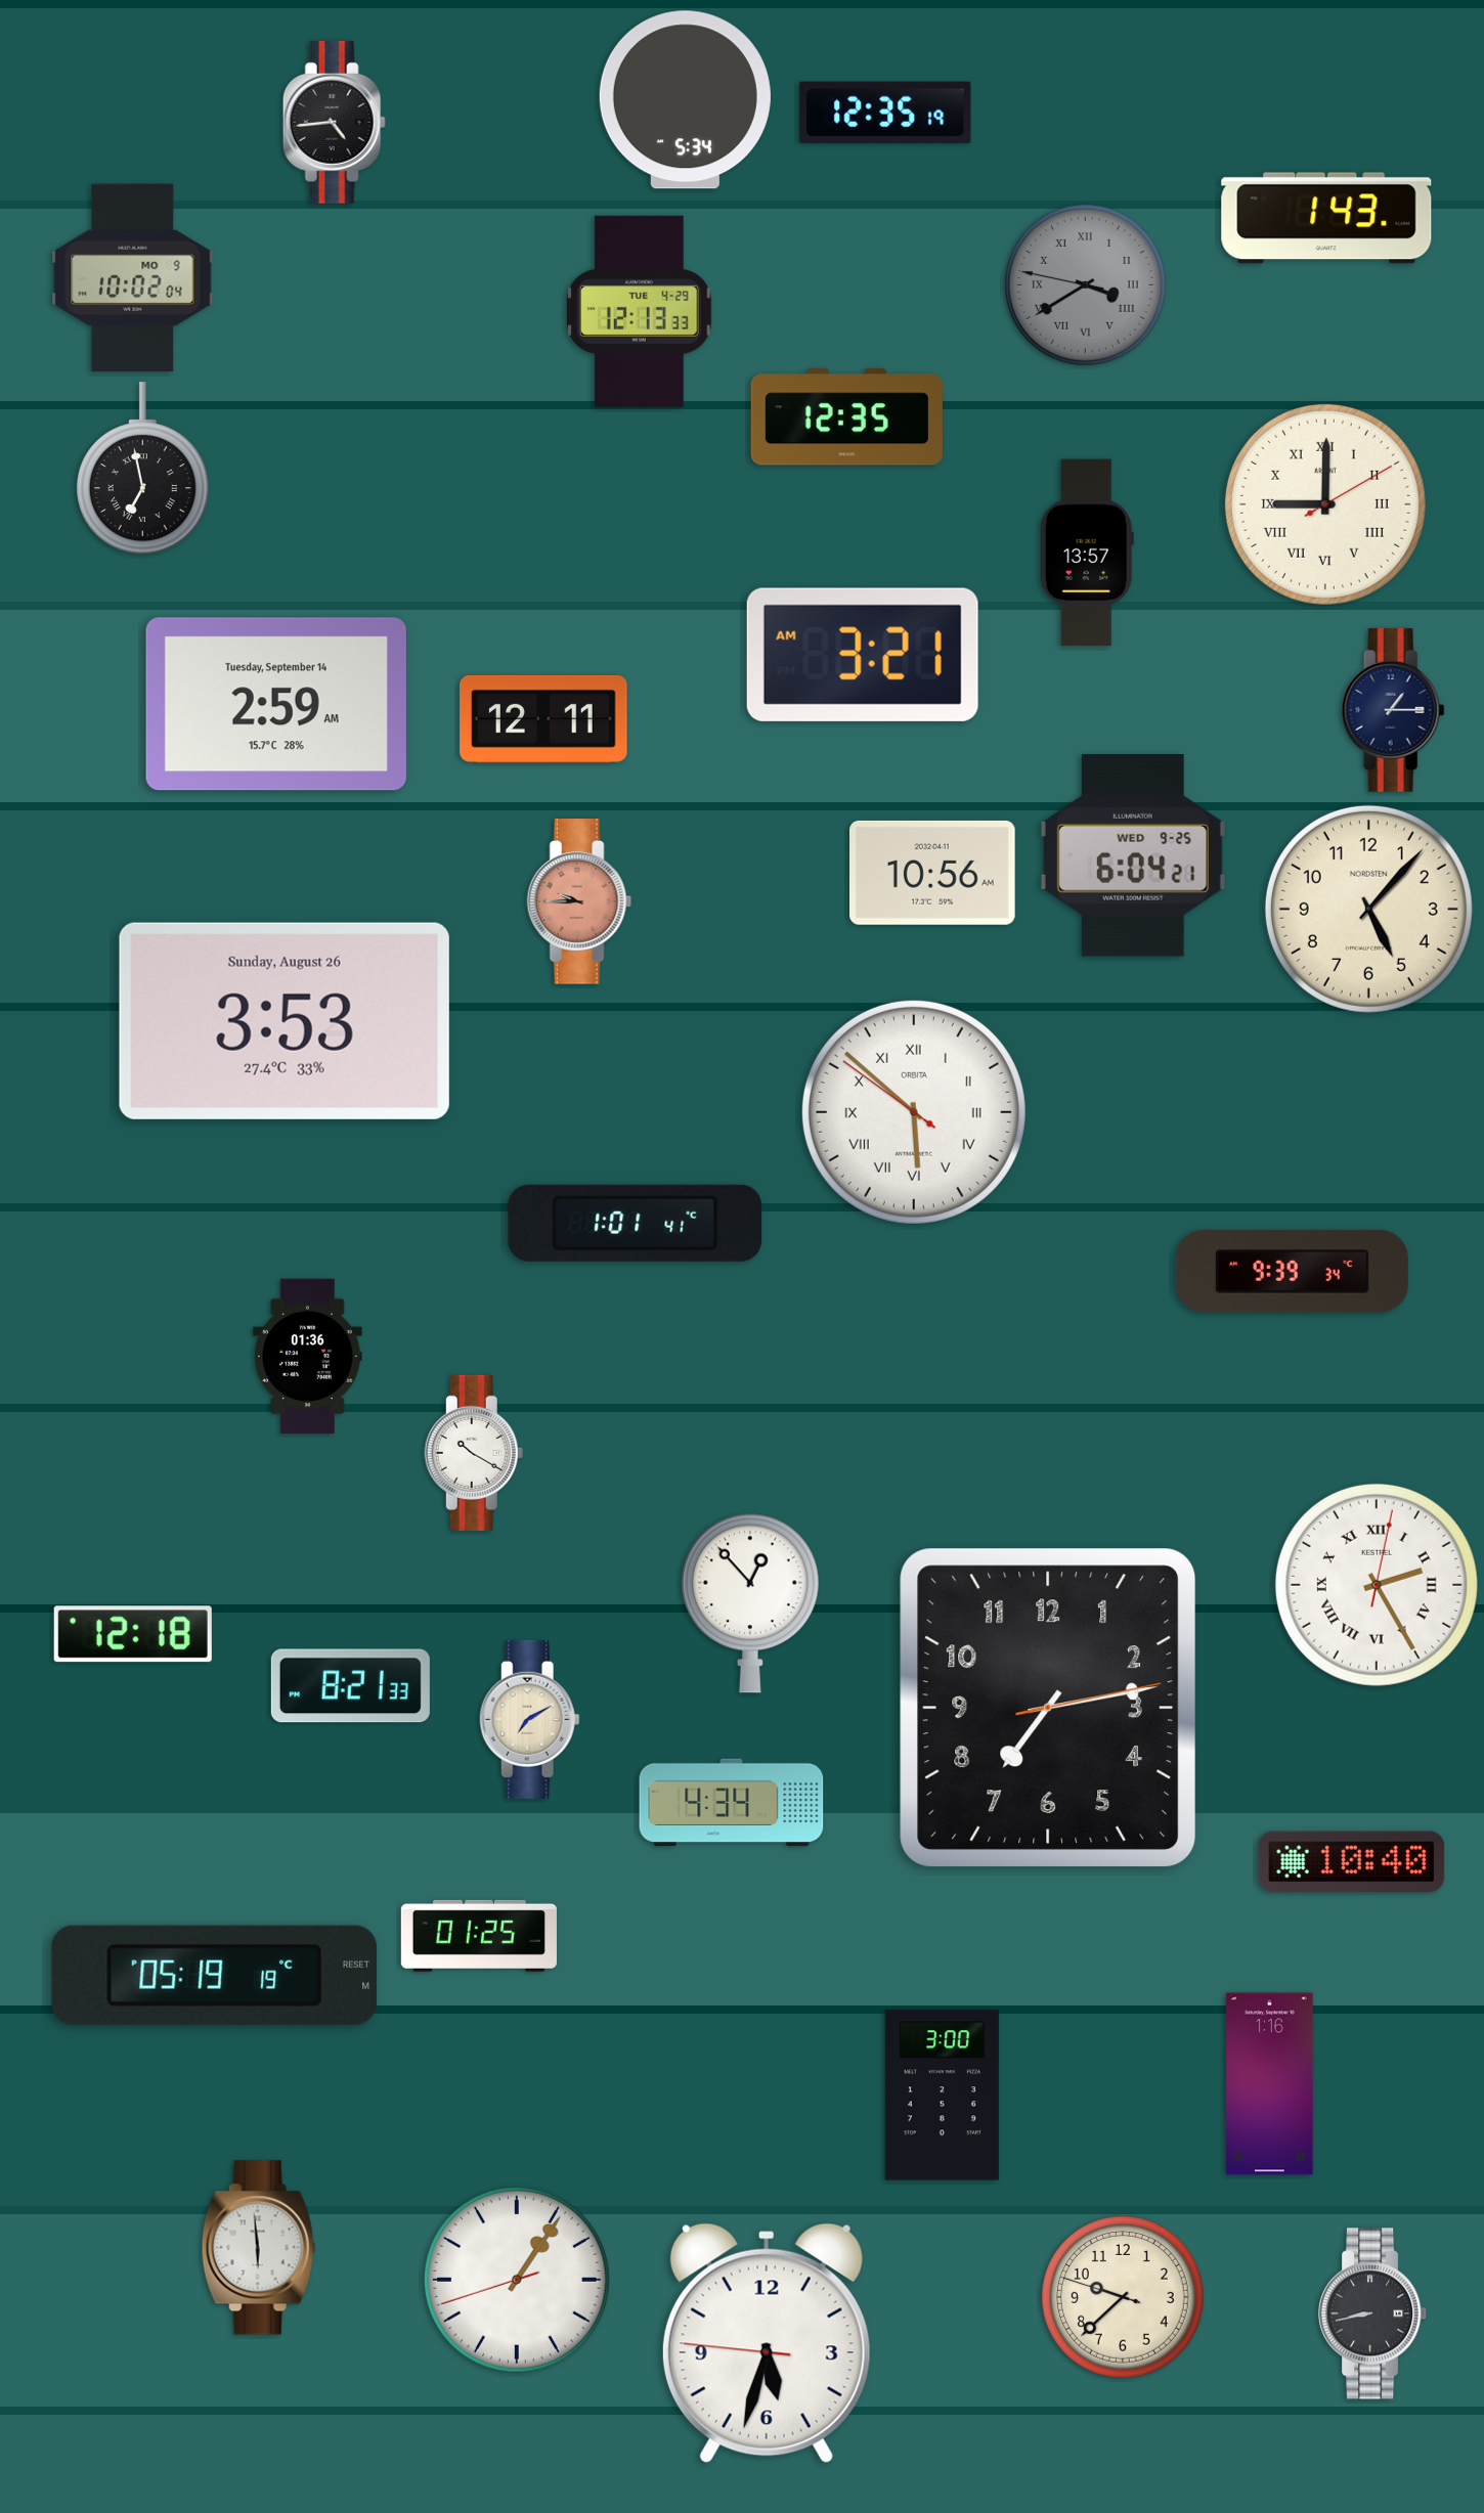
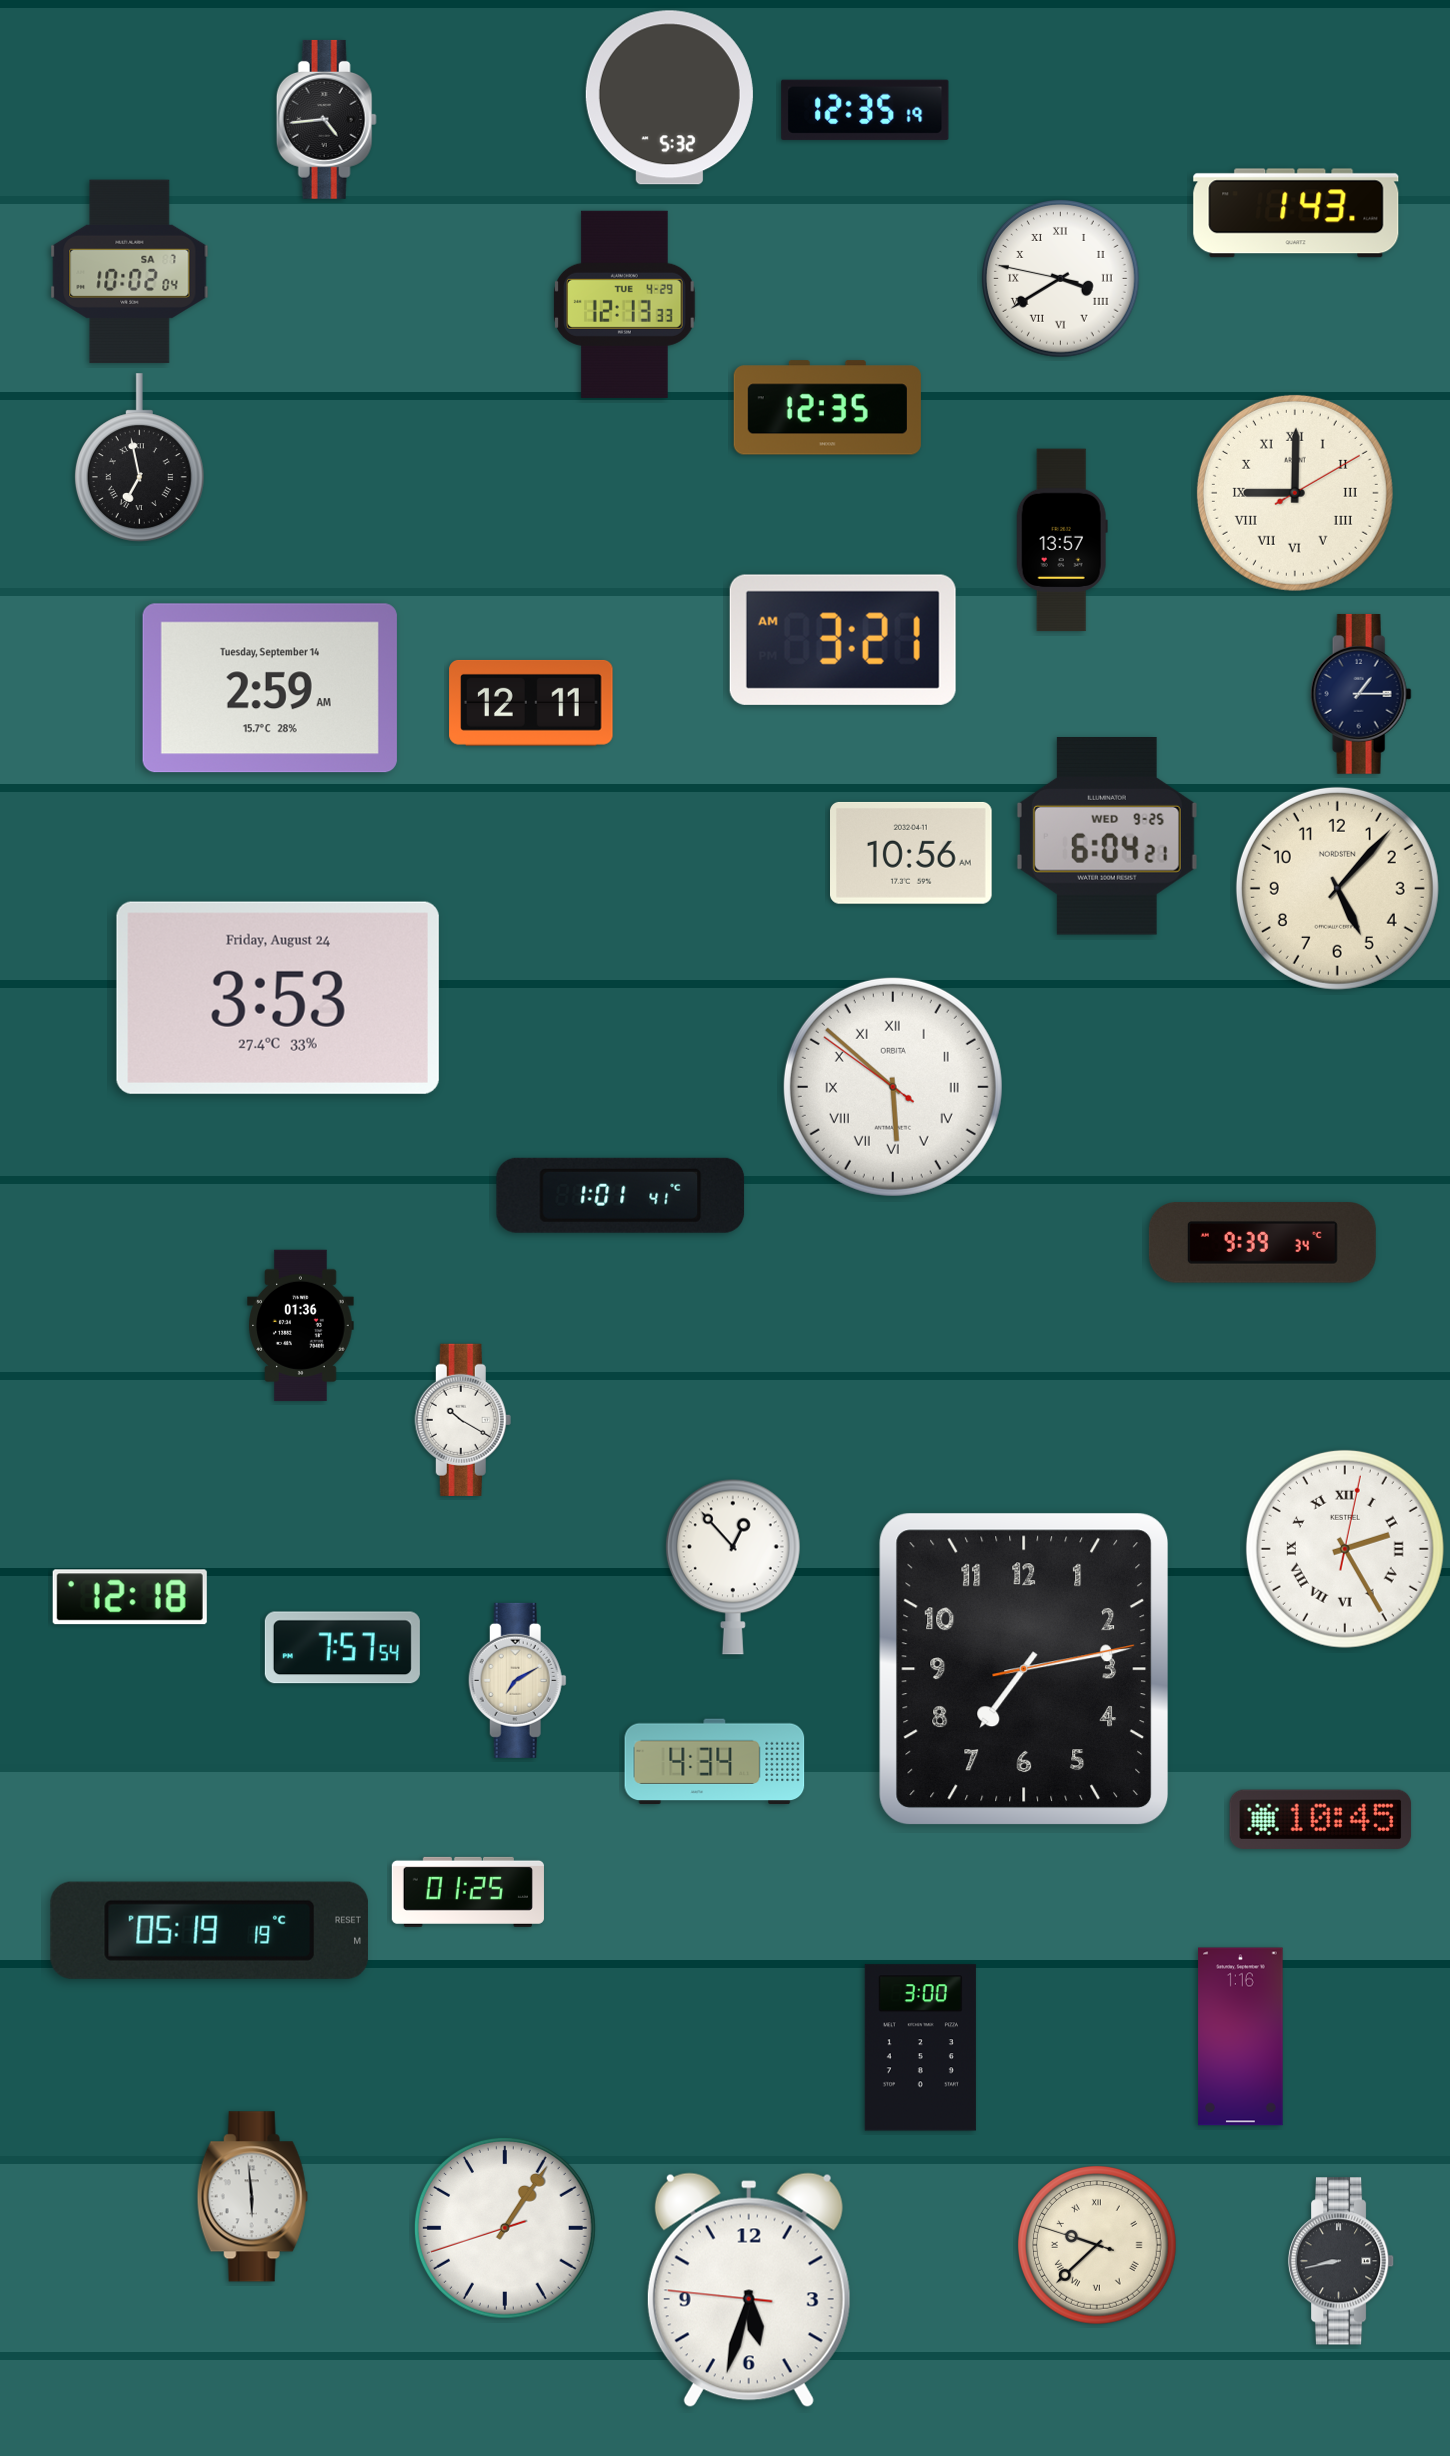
clock at (685, 100): 5:34 -> 5:32
clock at (133, 278) date: MO 9 -> SA 7
clock at (1086, 285) dial: grey -> white
clock at (579, 901): 9:45 -> none
clock at (285, 1021) date: Sunday, August 26 -> Friday, August 24
clock at (350, 1686): 8:21 -> 7:57
clock at (1352, 1861): 10:40 -> 10:45
clock at (1124, 2298) numerals: Arabic -> Roman
